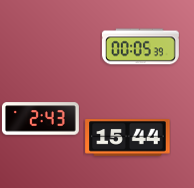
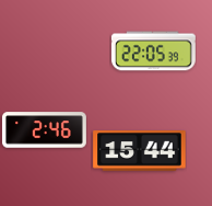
clock at (140, 47): 00:05 -> 22:05
clock at (41, 119): 2:43 -> 2:46
